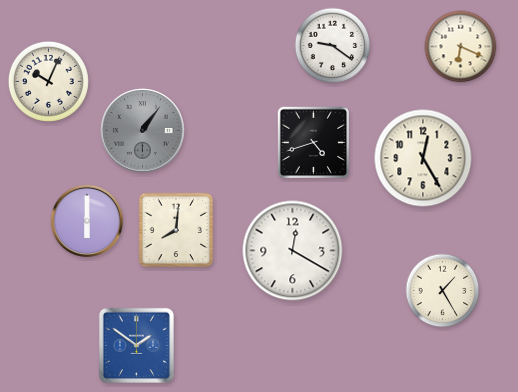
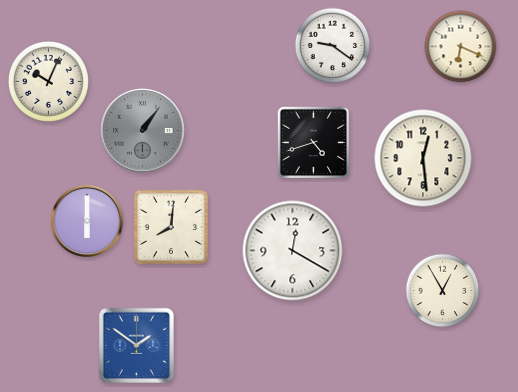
clock at (423, 158): 12:25 -> 12:29
clock at (176, 230) position: (176, 230) -> (171, 227)
clock at (443, 291): 1:25 -> 12:55
